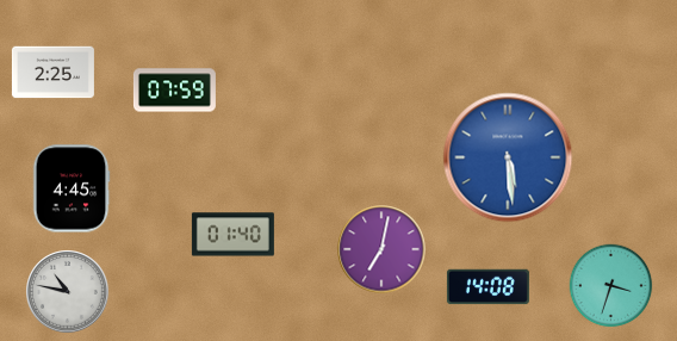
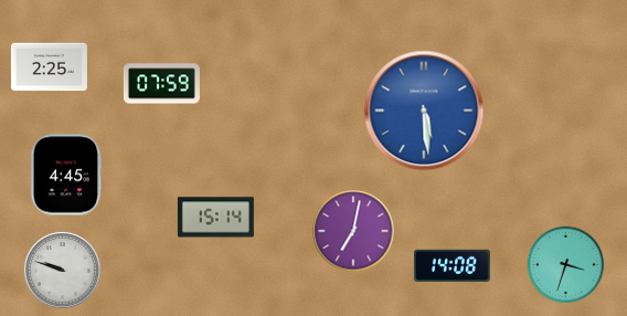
clock at (508, 157) position: (508, 157) -> (424, 110)
clock at (232, 235): 01:40 -> 15:14
clock at (68, 292): 10:47 -> 9:48
